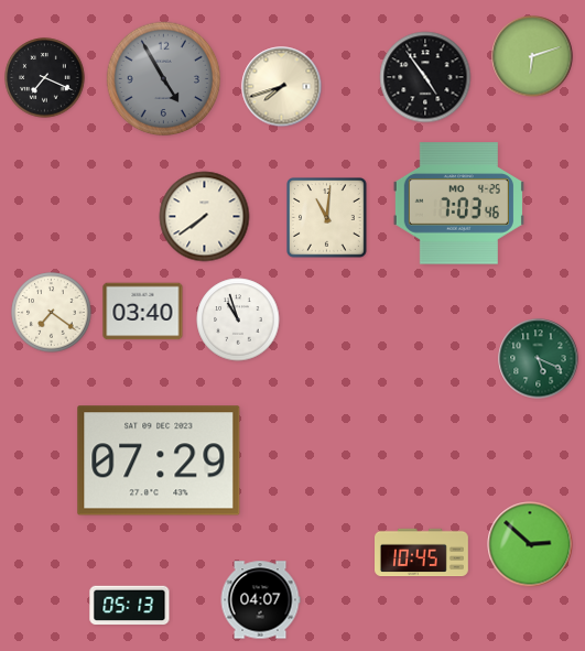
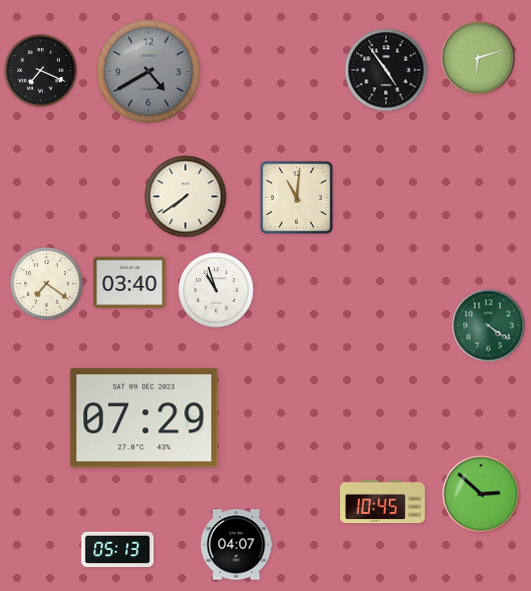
clock at (532, 56) position: (532, 56) -> (478, 58)
clock at (164, 79): 4:55 -> 4:40
clock at (282, 87): 7:42 -> none
clock at (458, 204): 7:03 -> none
clock at (539, 359): 5:19 -> 4:21
